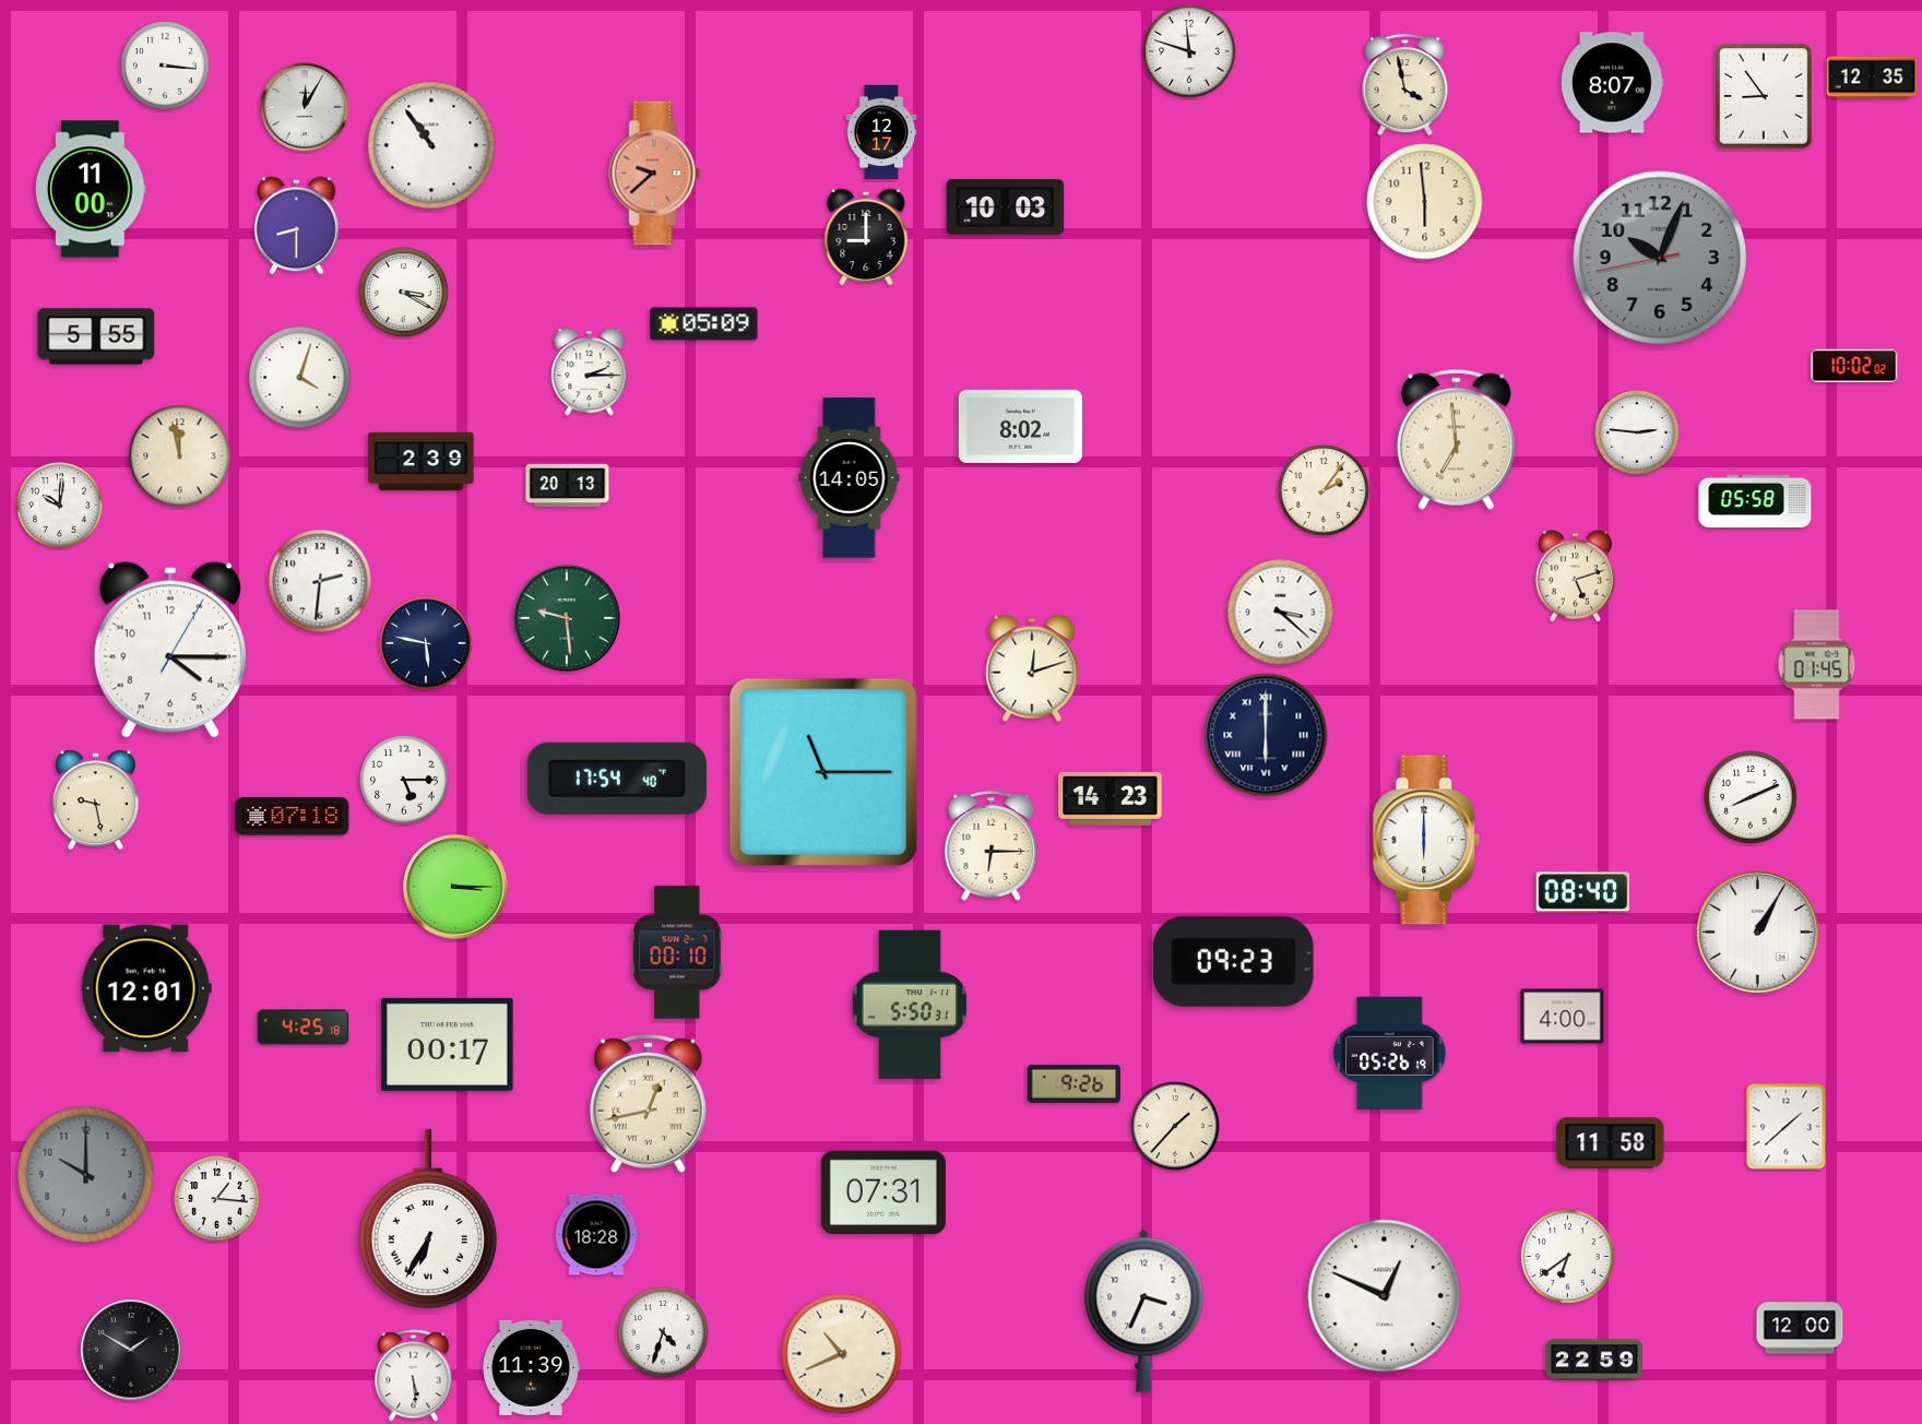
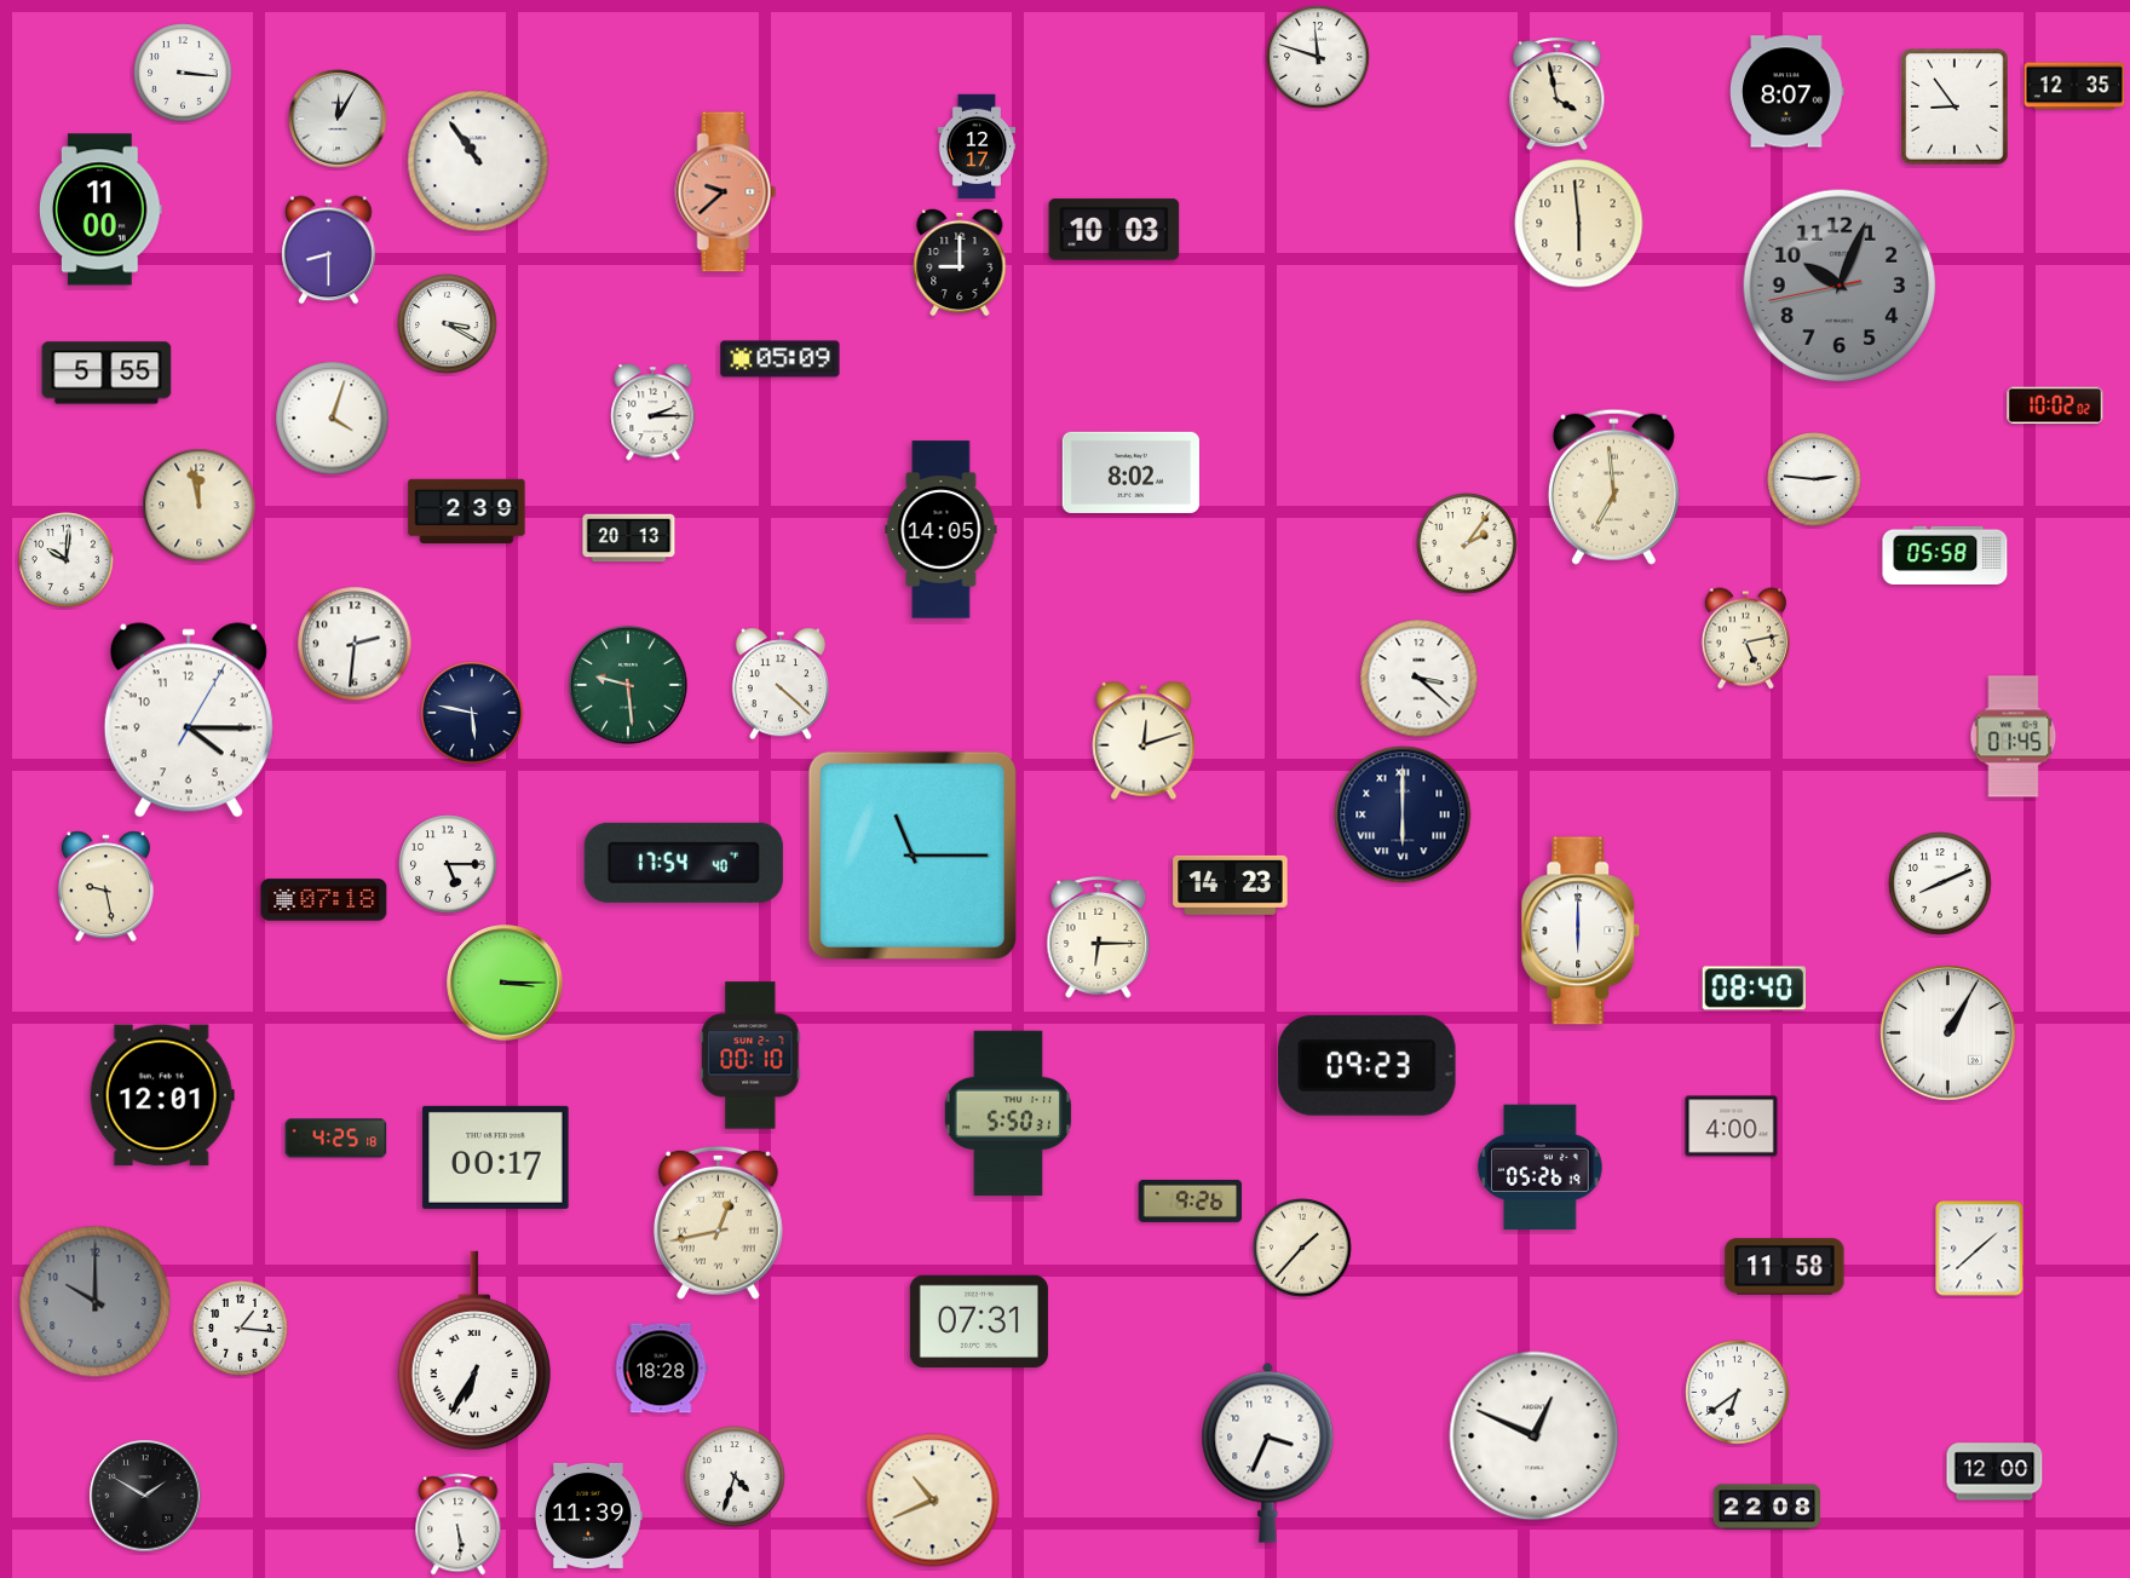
clock at (1575, 577): 5:12 -> 5:13
clock at (781, 684): none -> 4:22
clock at (293, 817) position: (293, 817) -> (324, 900)
clock at (1594, 1360): 22:59 -> 22:08
